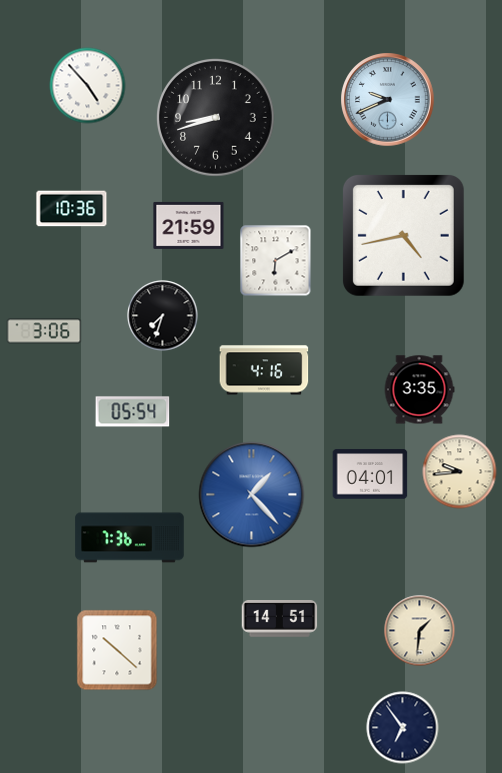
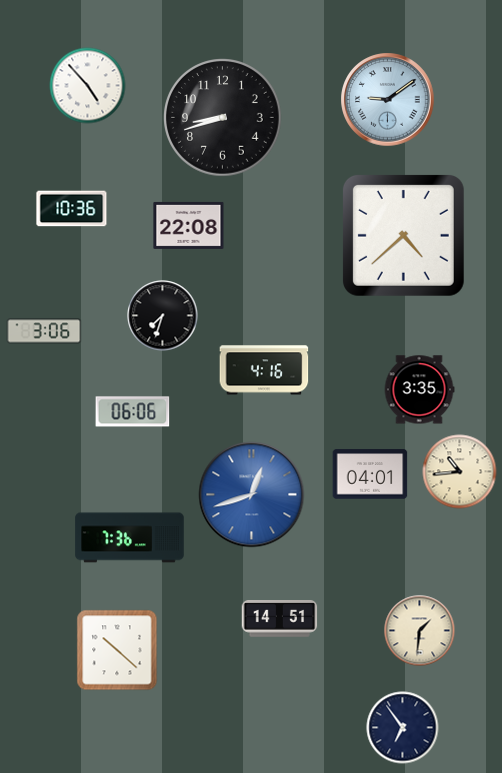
clock at (388, 100): 9:41 -> 9:09
clock at (216, 118) position: (216, 118) -> (223, 118)
clock at (189, 225): 21:59 -> 22:08
clock at (403, 235): 4:43 -> 4:38
clock at (276, 261): 6:10 -> none
clock at (133, 412): 05:54 -> 06:06
clock at (460, 472): 9:44 -> 10:44
clock at (252, 495): 1:23 -> 12:42
